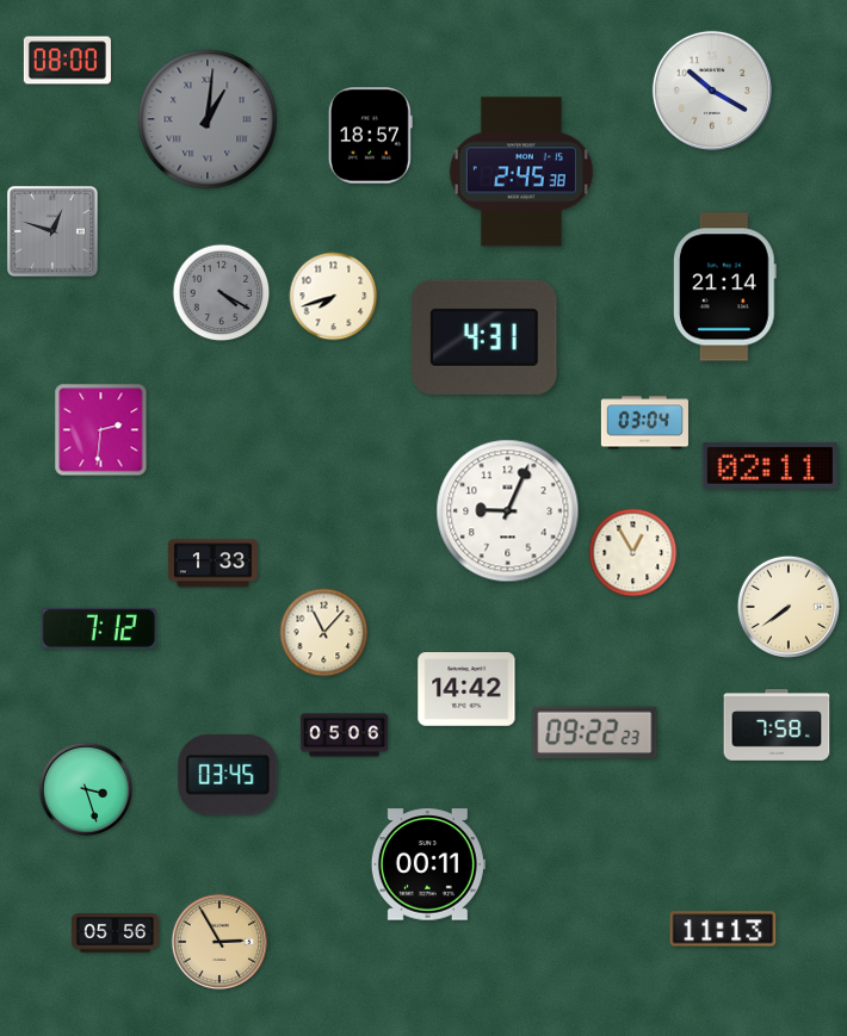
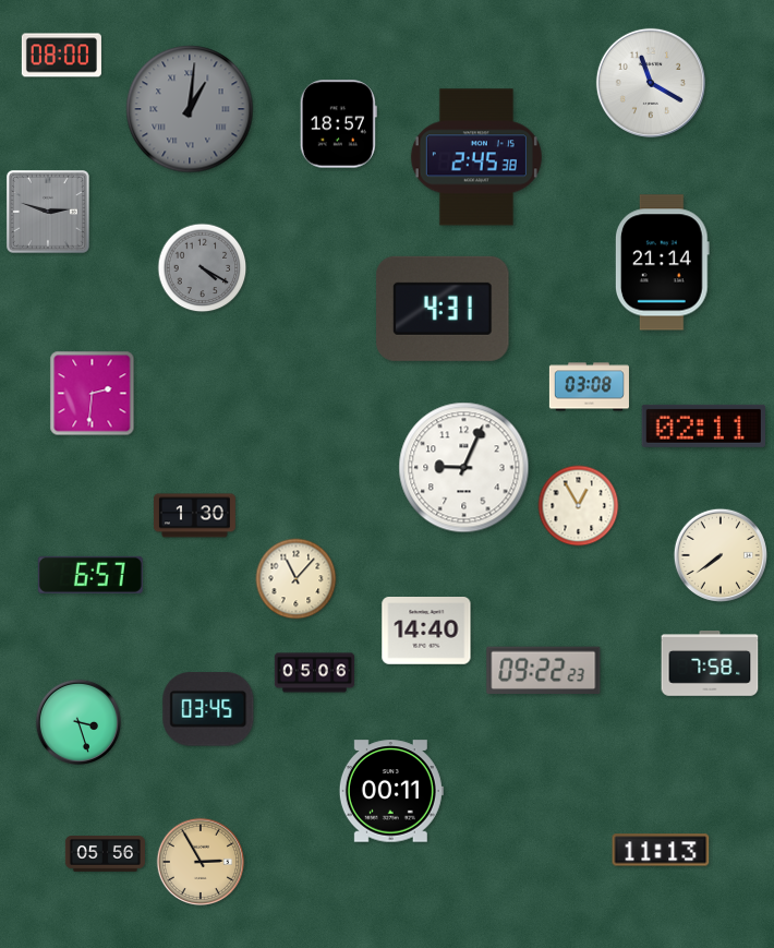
clock at (712, 91): 10:20 -> 11:20
clock at (52, 231): 12:48 -> 2:48
clock at (334, 297): 7:42 -> none
clock at (644, 423): 03:04 -> 03:08
clock at (212, 564): 1:33 -> 1:30
clock at (99, 628): 7:12 -> 6:57
clock at (466, 689): 14:42 -> 14:40
